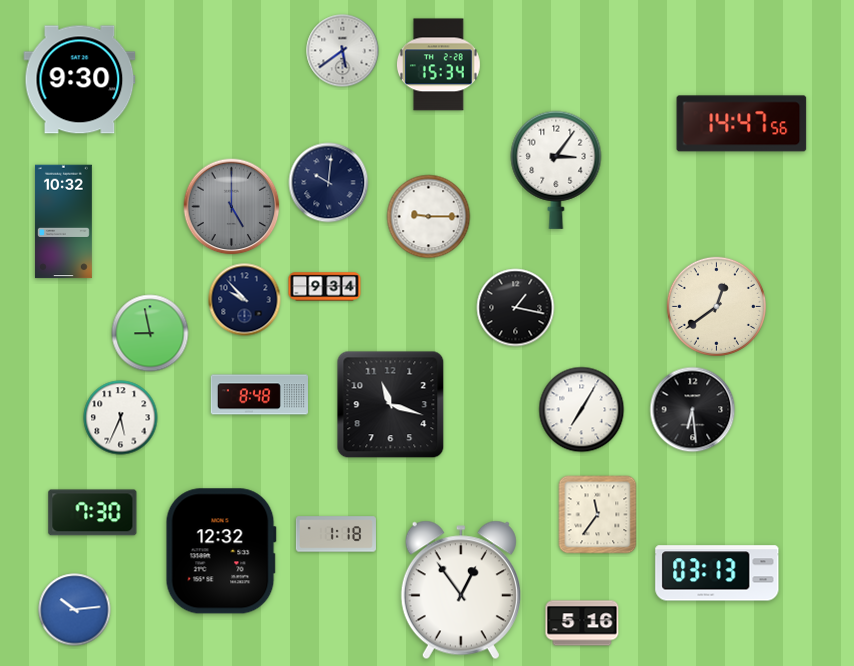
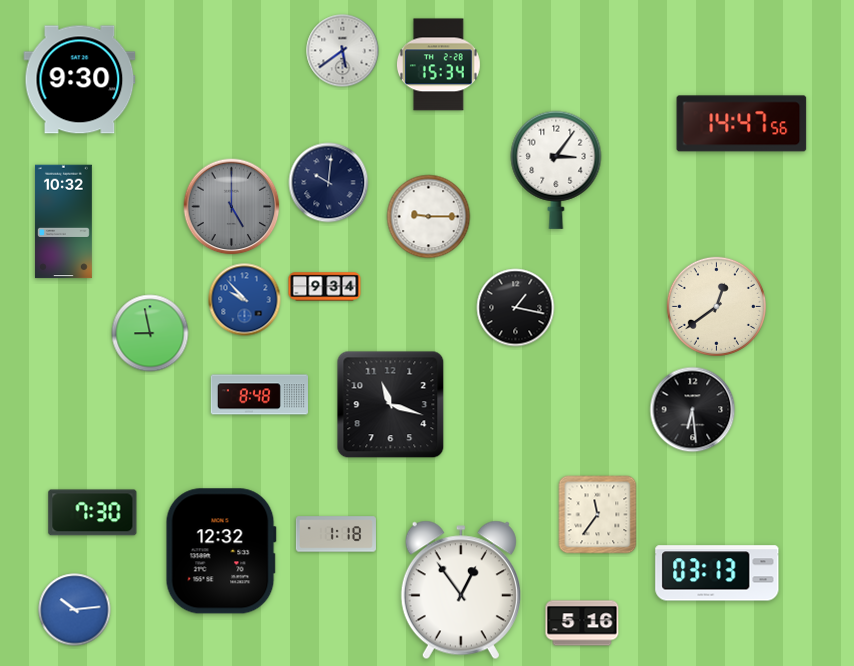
clock at (245, 300) dial: navy -> blue
clock at (582, 410): 7:05 -> none
clock at (121, 418): 5:34 -> none
